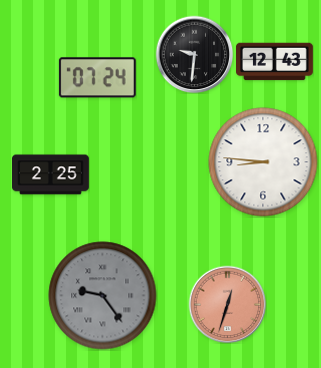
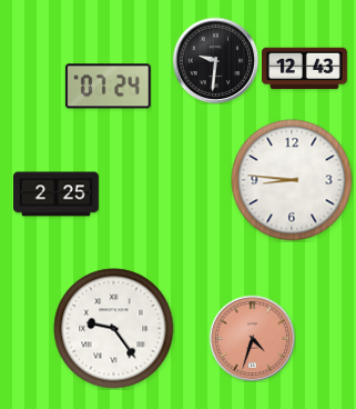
clock at (103, 296) dial: grey -> white
clock at (227, 304): 12:33 -> 4:33
